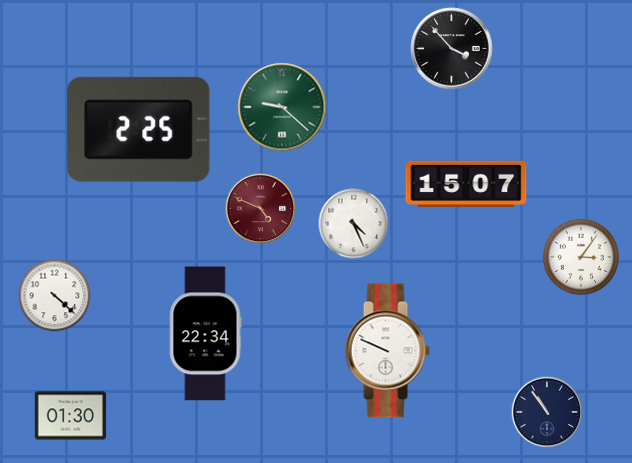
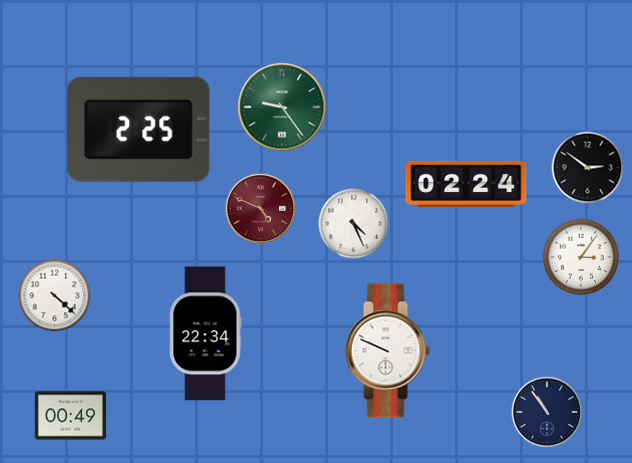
clock at (452, 49): 3:53 -> none
clock at (282, 107): 9:22 -> 9:24
clock at (588, 168): none -> 2:51
clock at (466, 184): 15:07 -> 02:24
clock at (71, 416): 01:30 -> 00:49
